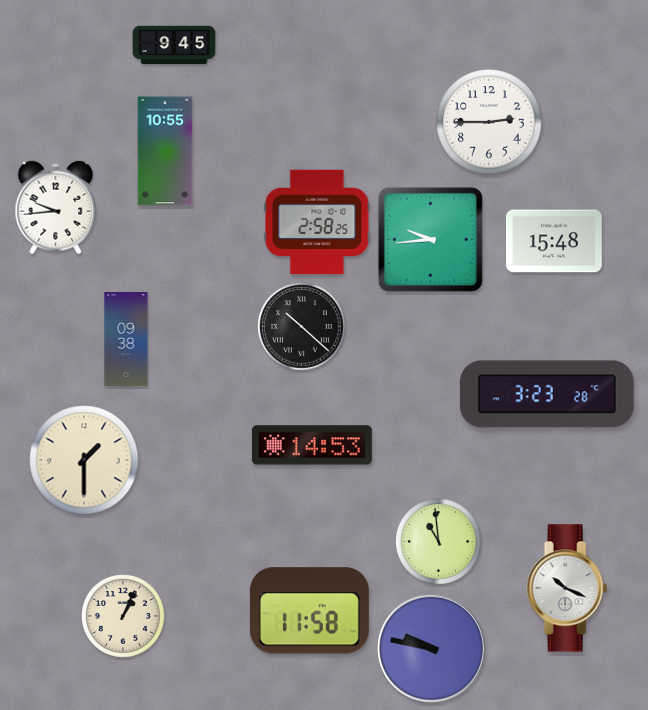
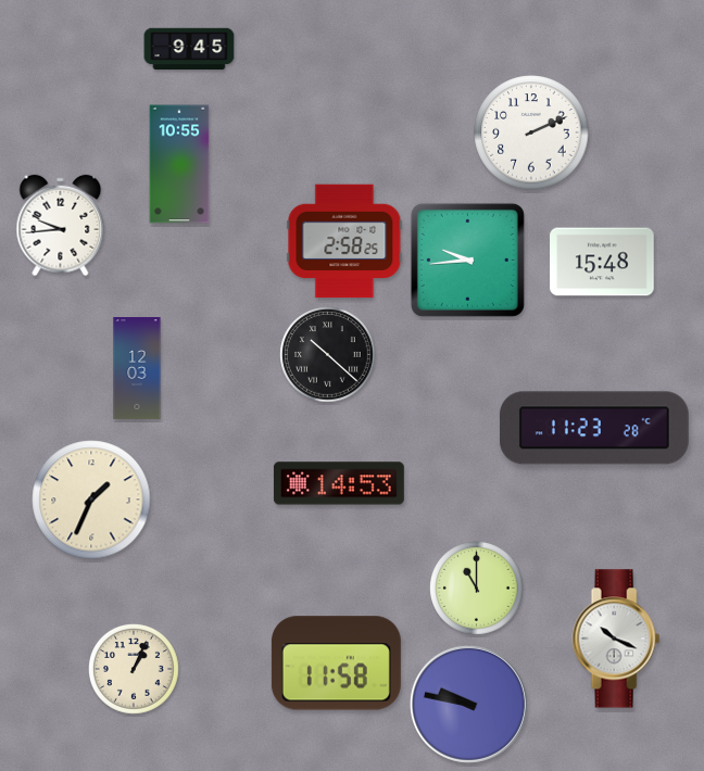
clock at (489, 122): 2:45 -> 2:11
clock at (126, 340): 09:38 -> 12:03
clock at (547, 394): 3:23 -> 11:23
clock at (84, 460): 1:30 -> 1:34
clock at (439, 542): 10:59 -> 11:00
